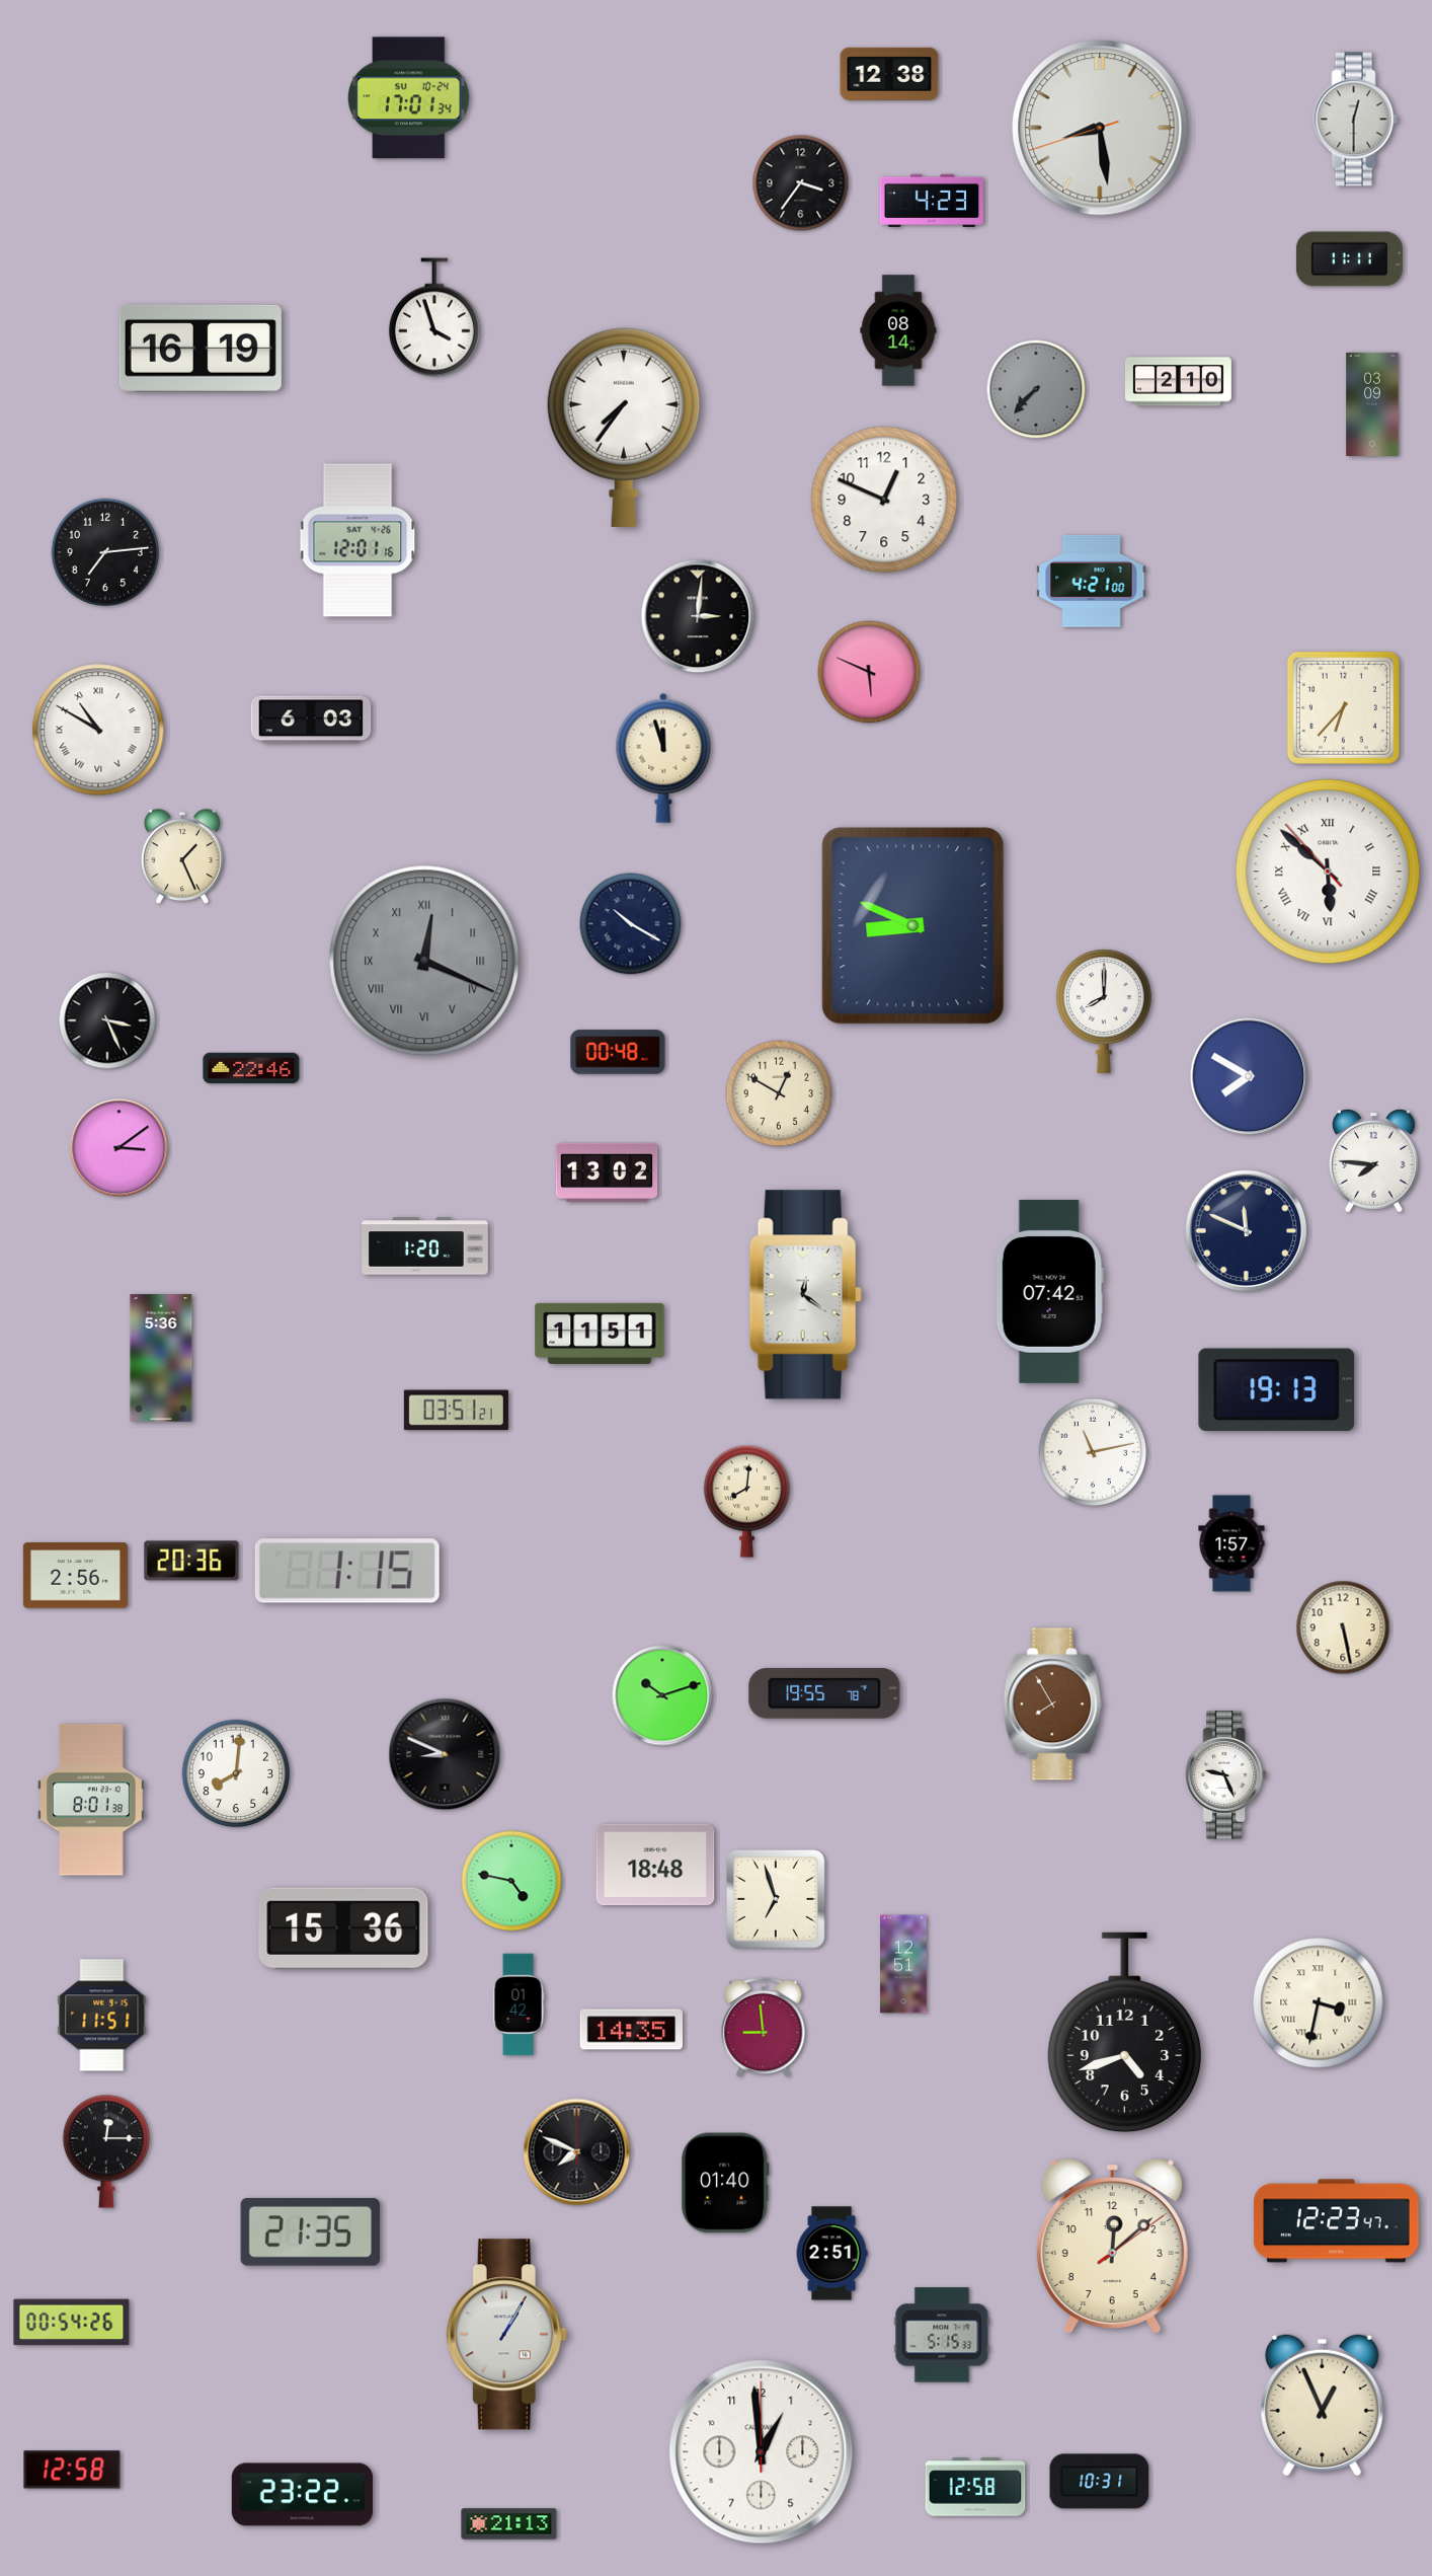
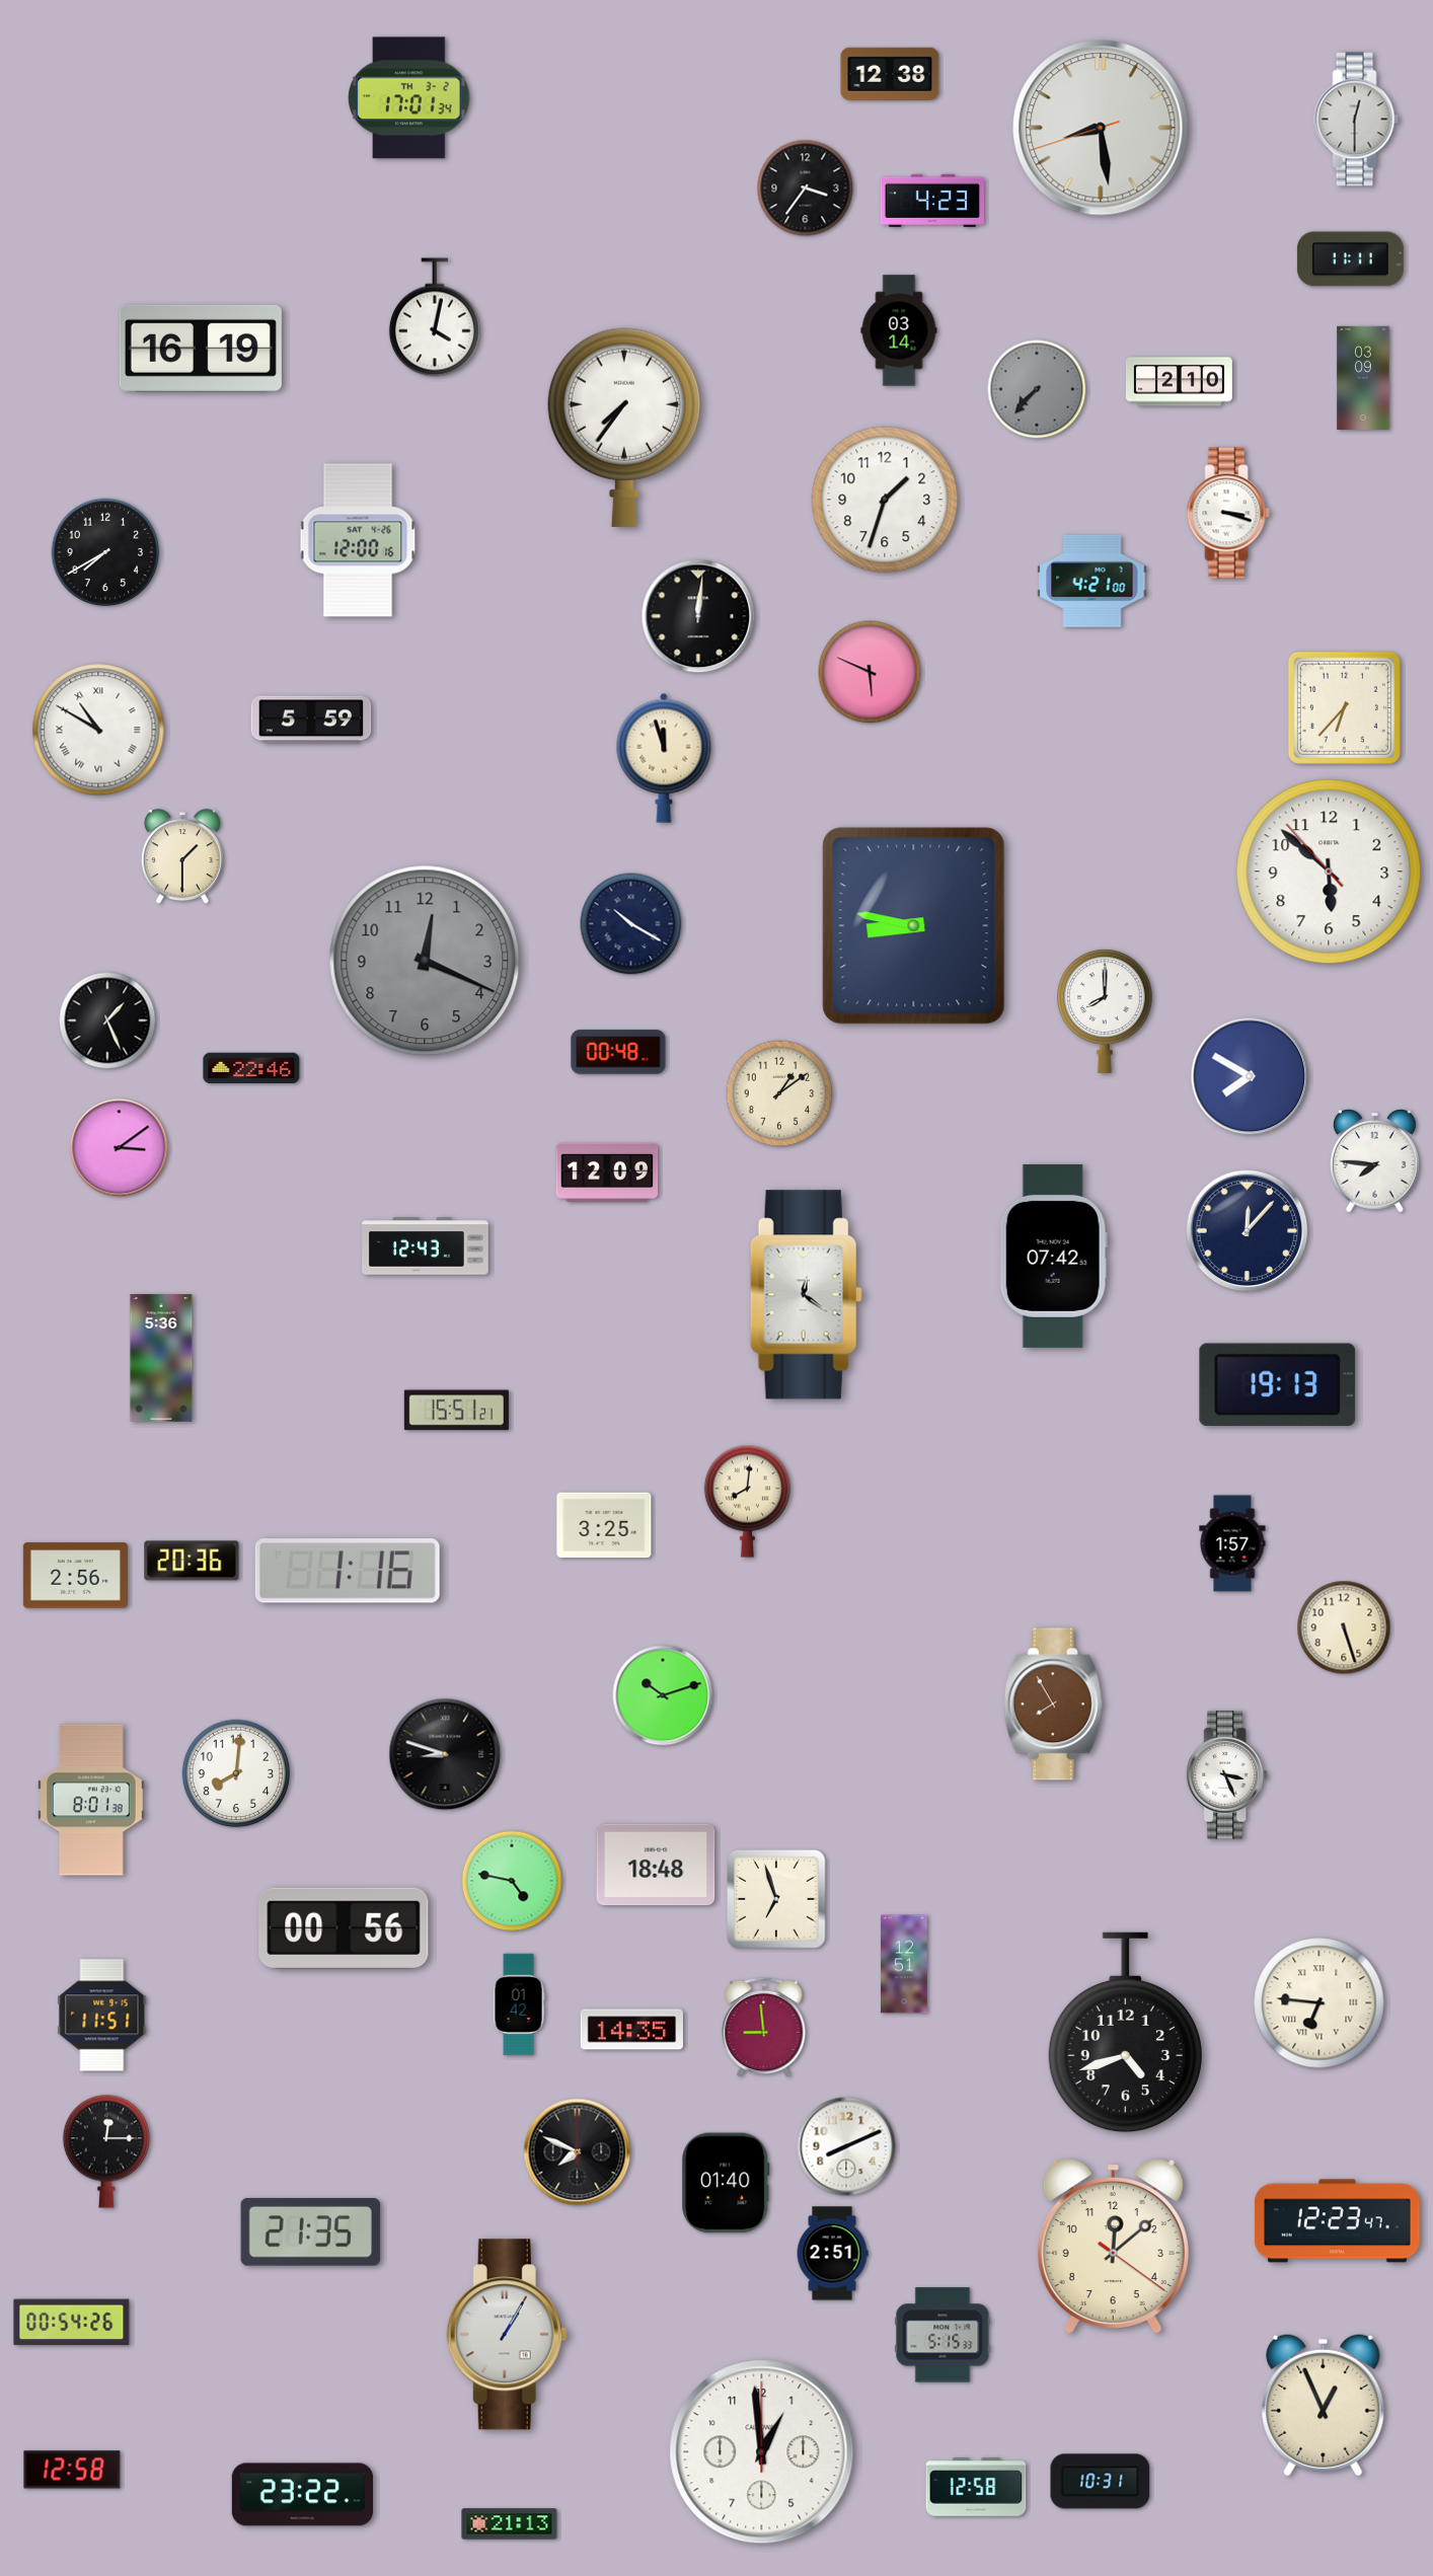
clock at (409, 98) date: SU 10-24 -> TH 3-2
clock at (801, 183) position: (801, 183) -> (806, 188)
clock at (434, 317): 3:57 -> 4:02
clock at (898, 330): 08:14 -> 03:14
clock at (1372, 403) position: (1372, 403) -> (1363, 377)
clock at (884, 500): 12:49 -> 1:33
clock at (1228, 513): none -> 3:18
clock at (357, 540): 12:01 -> 12:00
clock at (105, 552): 7:14 -> 7:40
clock at (698, 616): 3:01 -> 12:01
clock at (311, 719): 6:03 -> 5:59
clock at (182, 857): 1:26 -> 1:30
clock at (1328, 872) numerals: Roman -> Arabic
clock at (913, 926): 8:49 -> 8:47
clock at (424, 961) numerals: Roman -> Arabic
clock at (107, 1020): 3:26 -> 1:26
clock at (779, 1093): 12:50 -> 1:09
clock at (607, 1171): 13:02 -> 12:09
clock at (1247, 1231): 11:49 -> 12:07
clock at (425, 1246): 1:20 -> 12:43
clock at (1049, 1291) position: (1049, 1291) -> (1053, 1256)
clock at (600, 1334): 11:51 -> none
clock at (1277, 1389) position: (1277, 1389) -> (1278, 1384)
clock at (456, 1411): 03:51 -> 15:51
clock at (1093, 1452): 11:13 -> none
clock at (604, 1525): none -> 3:25
clock at (347, 1571): 1:15 -> 1:16
clock at (1343, 1627): 5:28 -> 5:27
clock at (824, 1693): 19:55 -> none
clock at (445, 1754): 8:49 -> 8:48
clock at (1225, 1775): 9:26 -> 3:26
clock at (343, 1927): 15:36 -> 00:56
clock at (1319, 2003): 3:32 -> 6:46
clock at (846, 2146): none -> 8:11
clock at (1112, 2247): 12:08:09 -> 12:08:21
